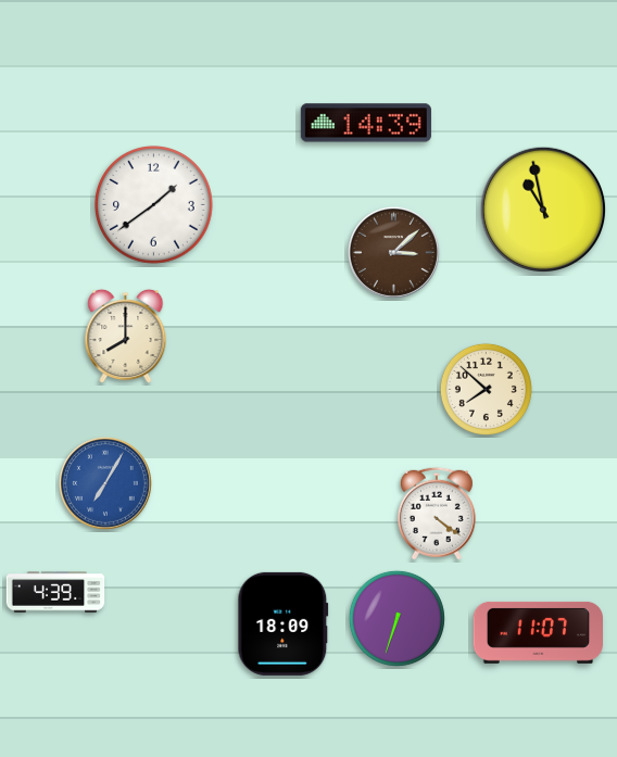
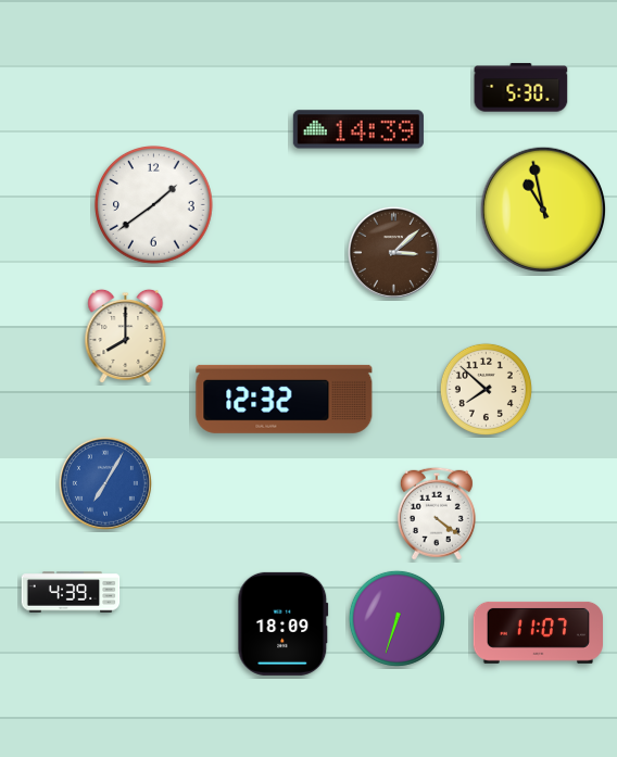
clock at (521, 88): none -> 5:30
clock at (366, 123) position: (366, 123) -> (358, 129)
clock at (285, 399): none -> 12:32
clock at (55, 592) position: (55, 592) -> (71, 592)
